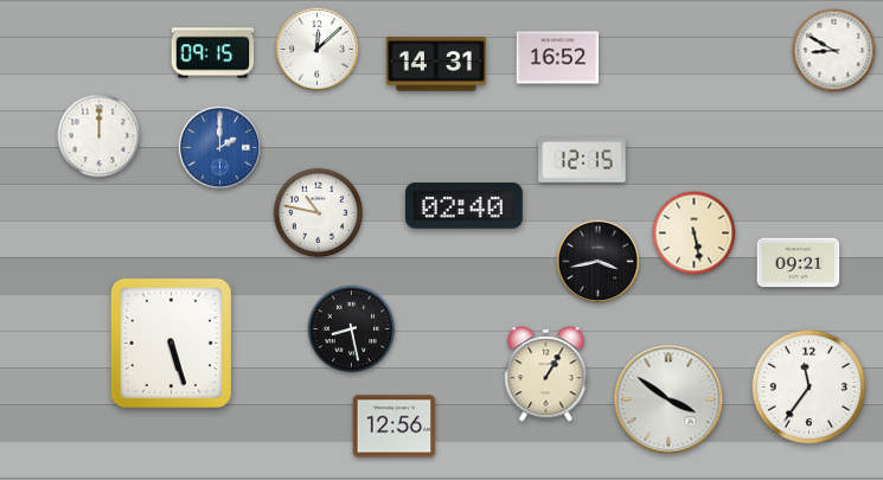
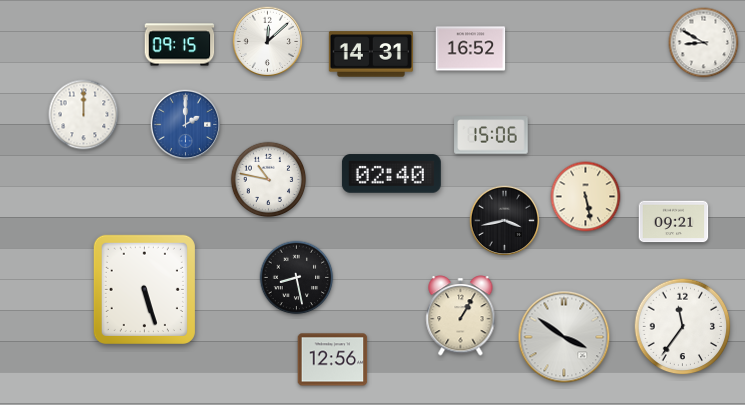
clock at (436, 64) position: (436, 64) -> (371, 54)
clock at (582, 160): 12:15 -> 15:06
